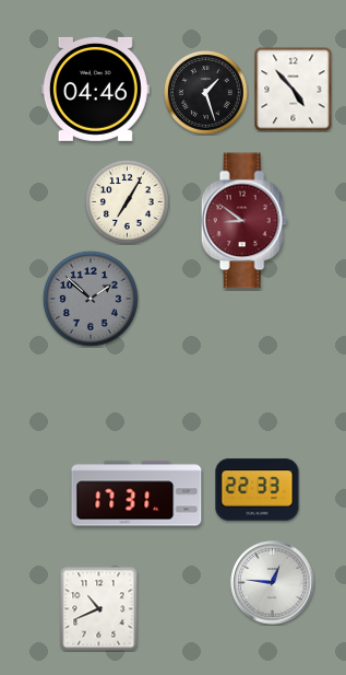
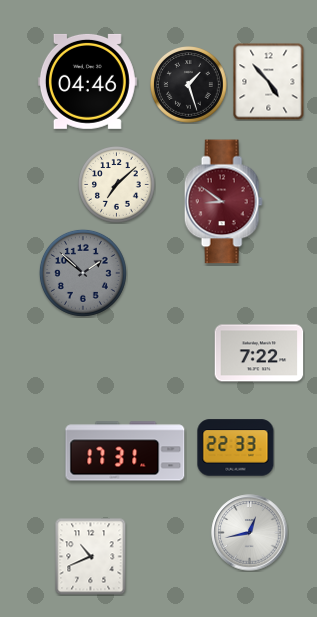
clock at (128, 202): 7:05 -> 7:08
clock at (259, 353): none -> 7:22
clock at (273, 583): 12:46 -> 12:43
